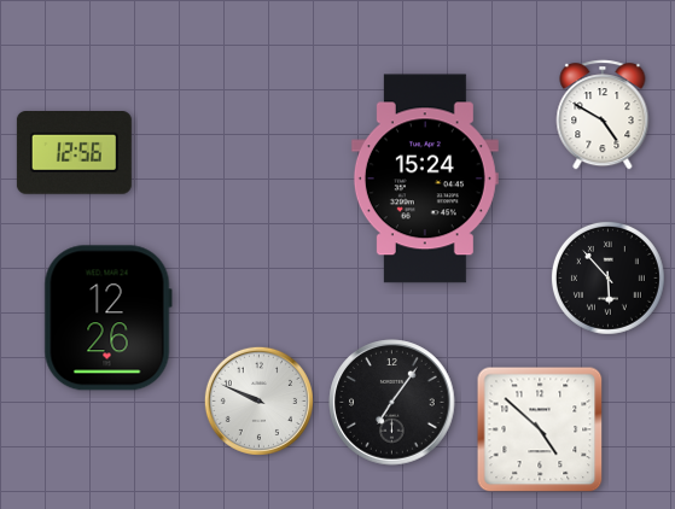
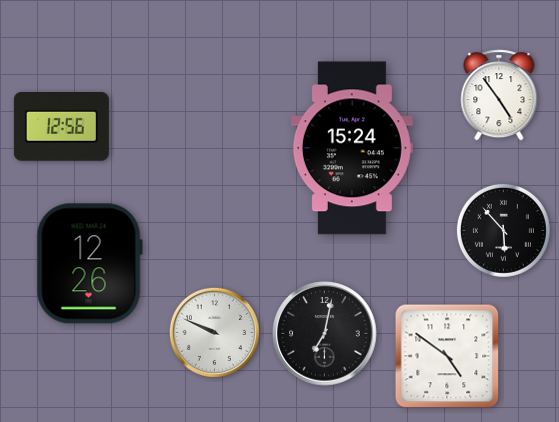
clock at (603, 115): 4:50 -> 4:54
clock at (392, 403): 7:06 -> 7:02
clock at (540, 429): 4:52 -> 4:51
